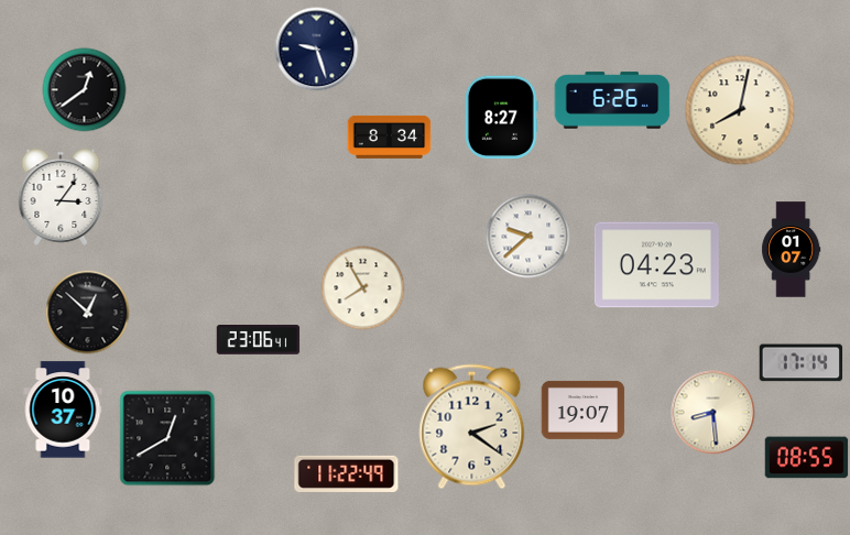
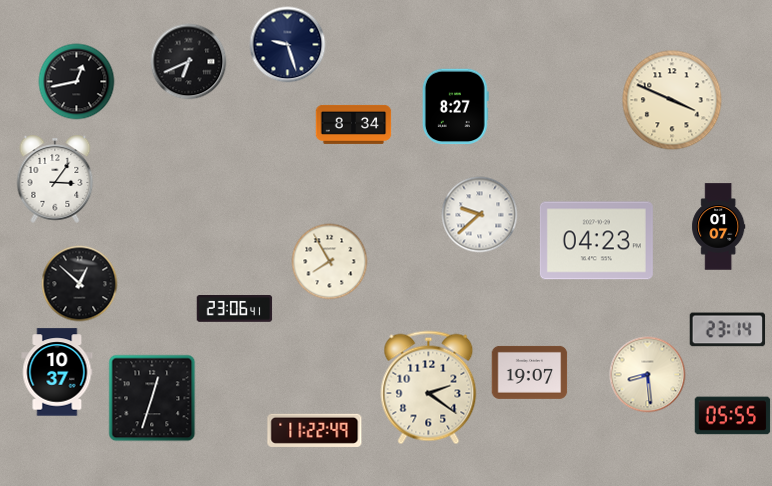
clock at (189, 62): none -> 6:41
clock at (85, 90): 12:39 -> 12:43
clock at (612, 100): 6:26 -> none
clock at (740, 110): 8:02 -> 3:49
clock at (802, 363): 17:14 -> 23:14
clock at (167, 438): 12:40 -> 12:33
clock at (807, 458): 08:55 -> 05:55
